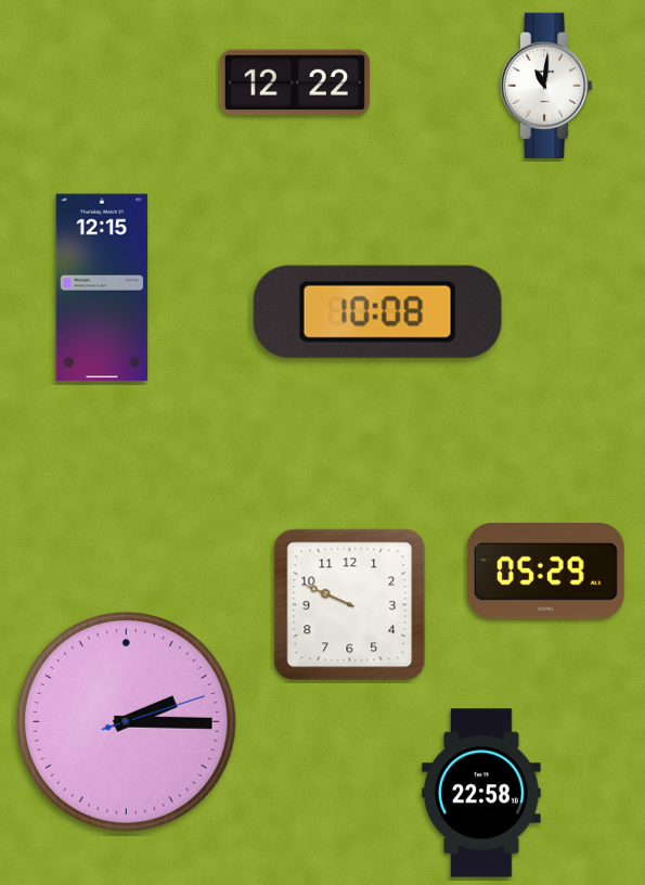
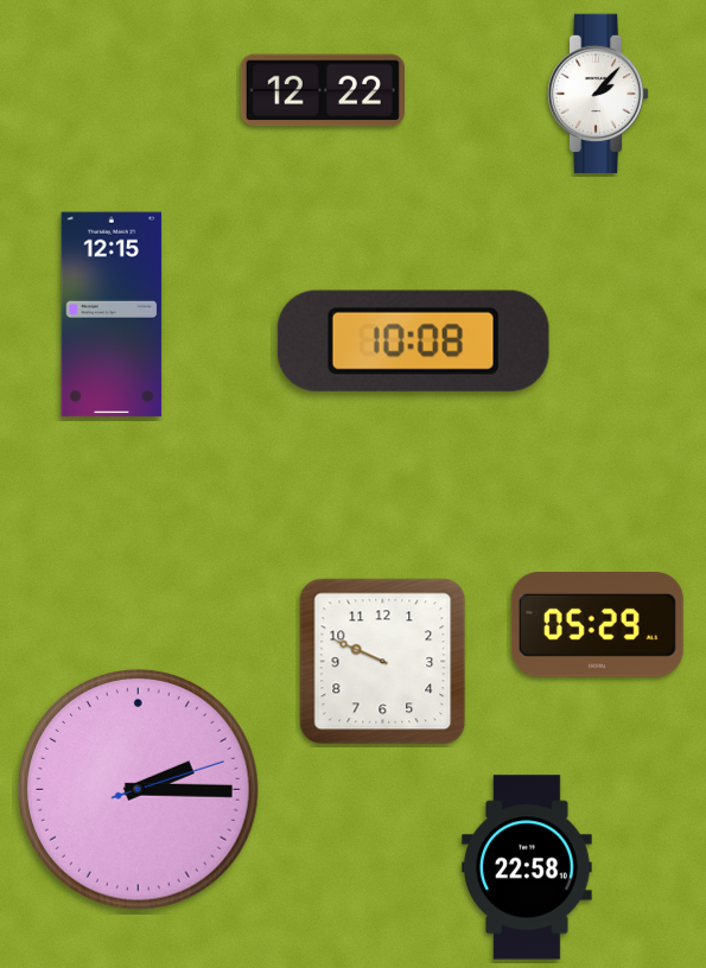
clock at (546, 86): 11:01 -> 2:07
